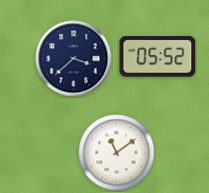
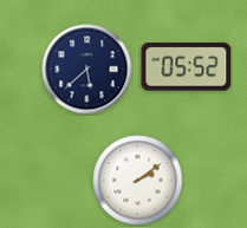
clock at (74, 59): 3:38 -> 5:38
clock at (117, 153): 11:09 -> 2:09
